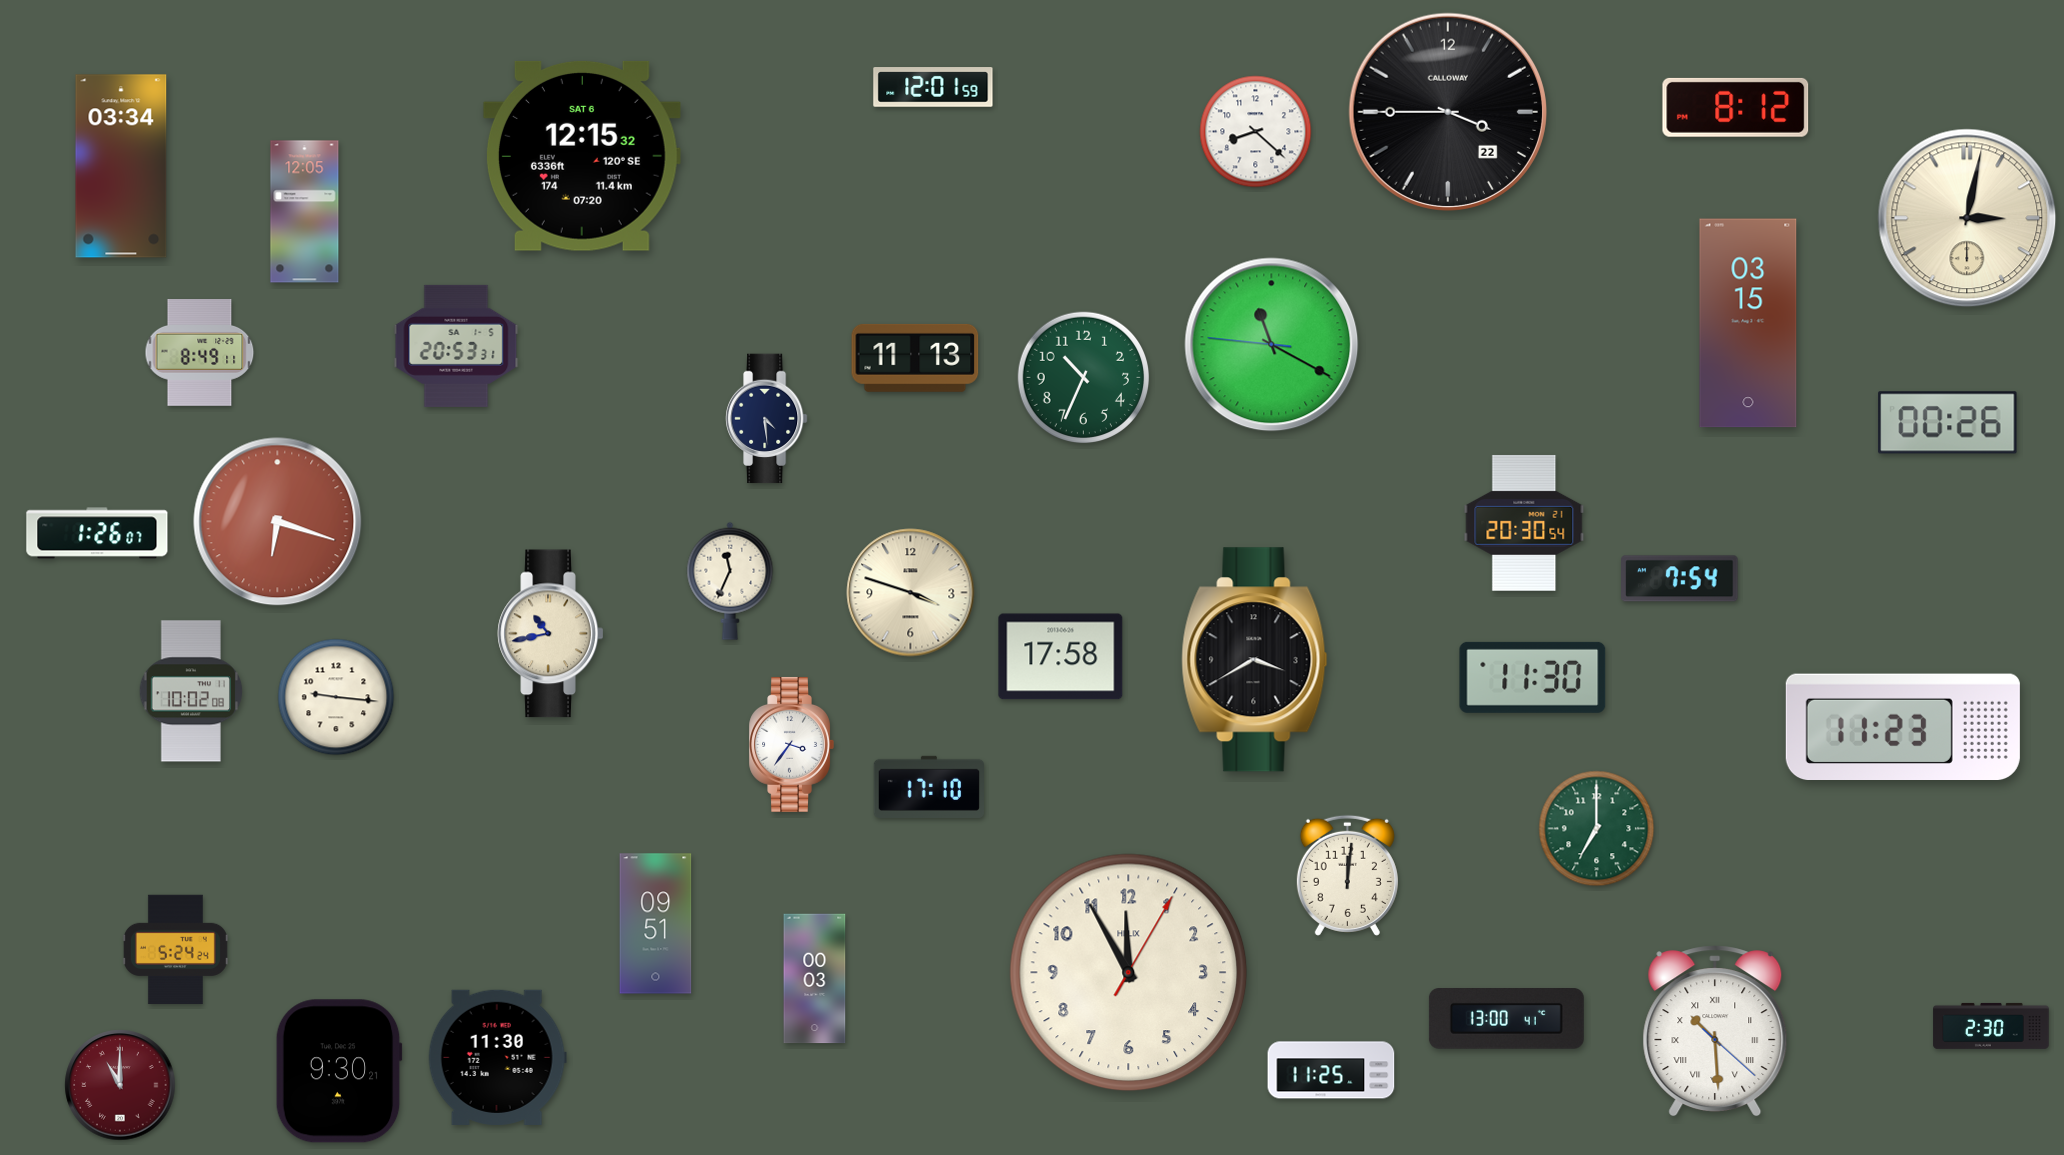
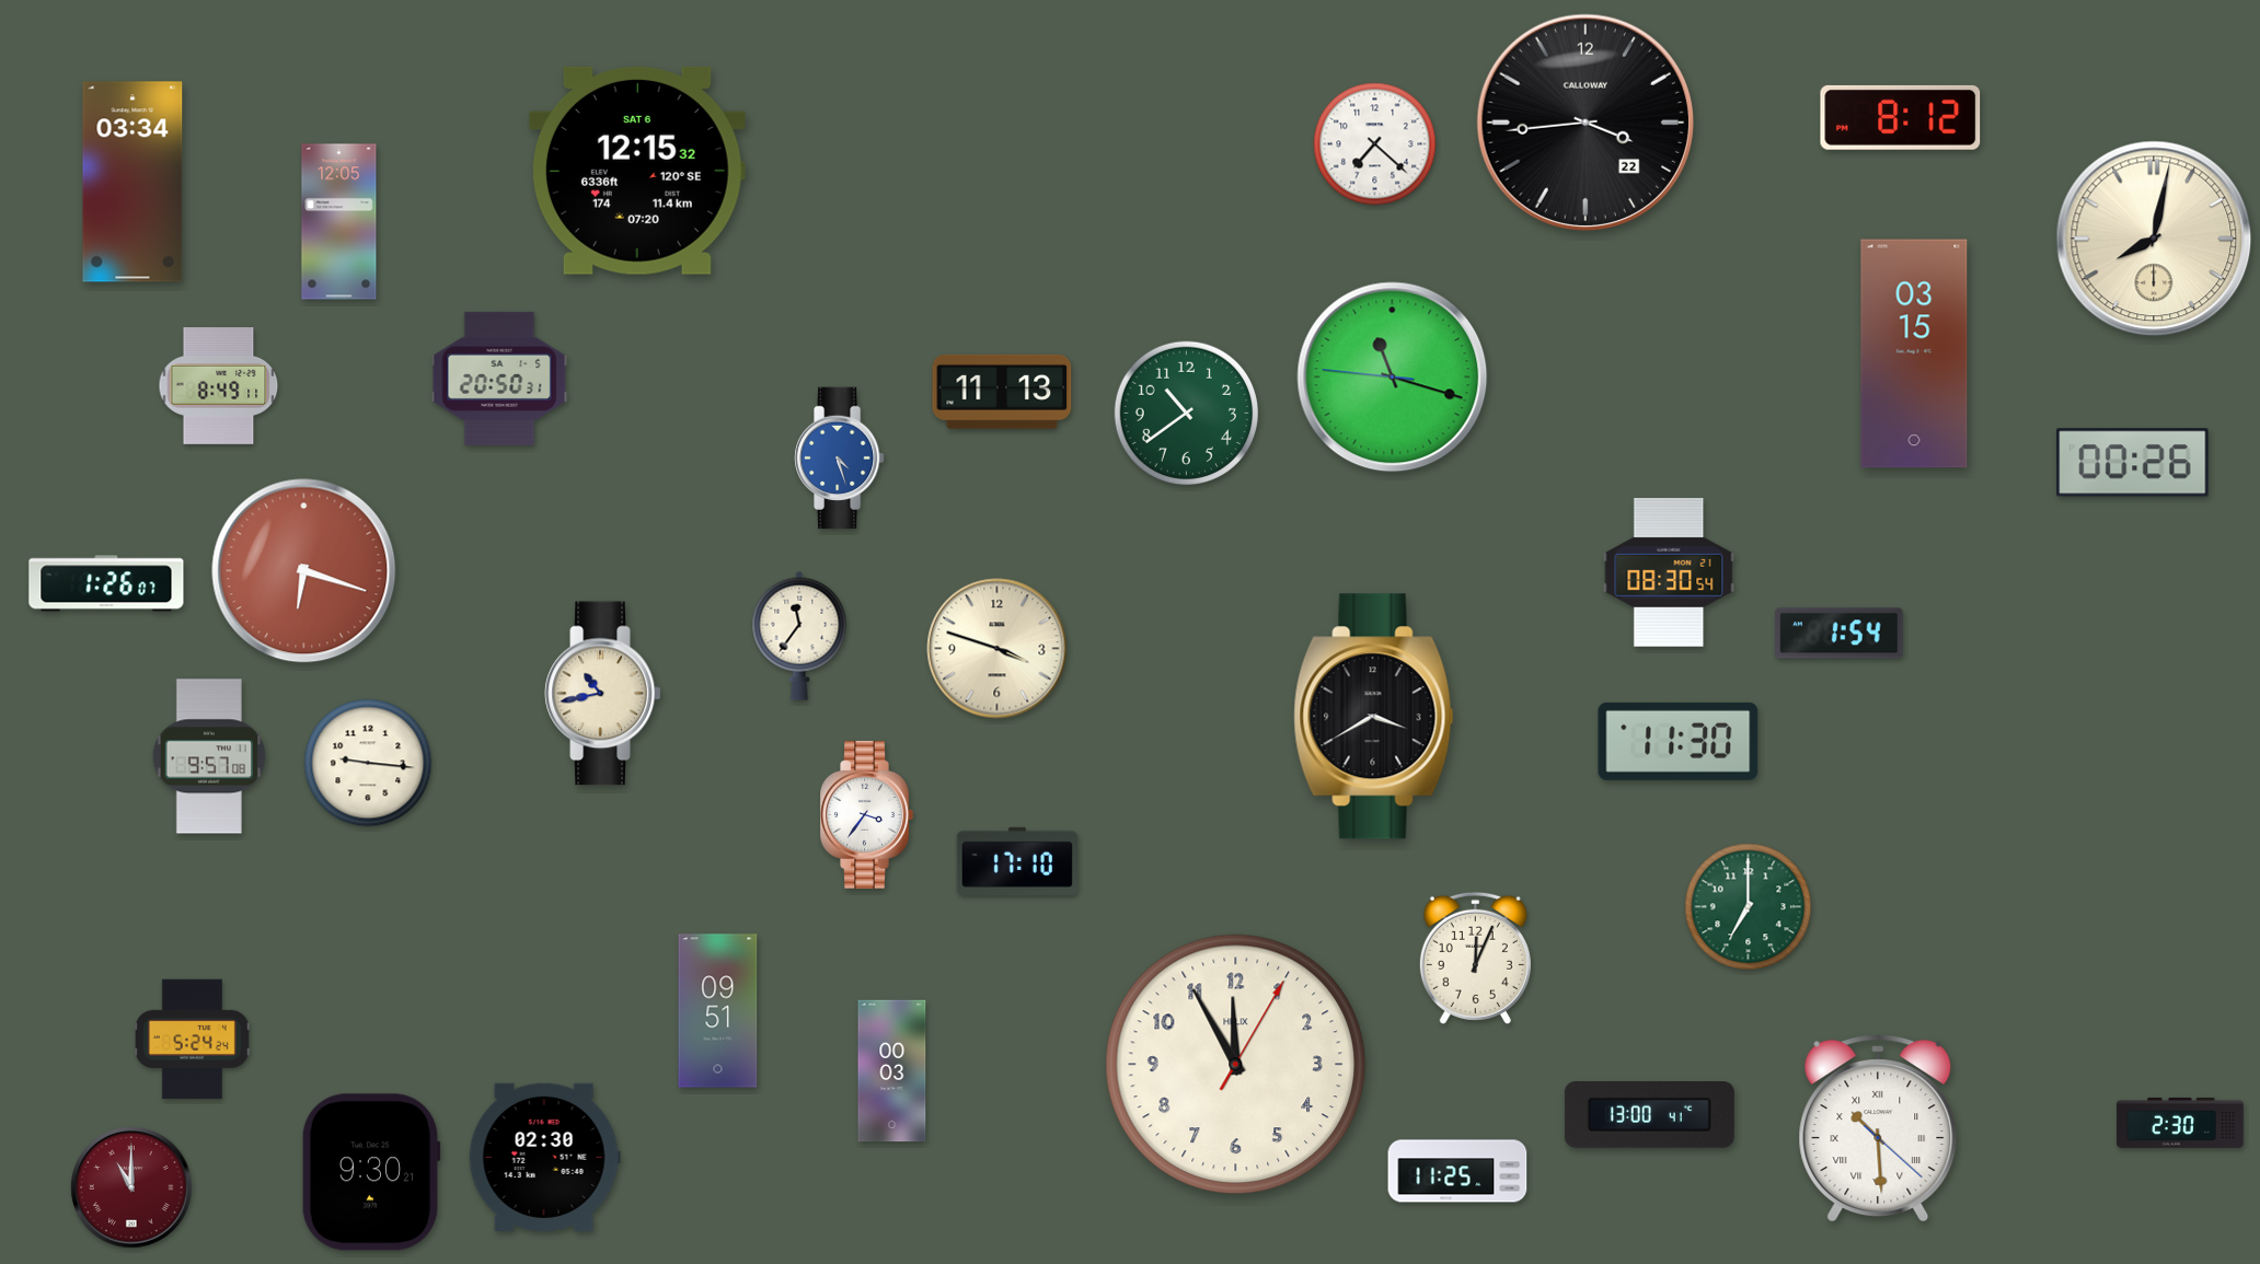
clock at (933, 87): 12:01 -> none
clock at (1448, 112): 3:45 -> 3:44
clock at (1256, 132): 8:22 -> 7:22
clock at (305, 212) position: (305, 212) -> (339, 222)
clock at (1967, 218): 3:02 -> 8:02
clock at (1272, 345): 11:19 -> 11:17
clock at (456, 346): 20:53 -> 20:50
clock at (1084, 378): 10:34 -> 10:39
clock at (767, 419): 4:29 -> 4:27
clock at (767, 419) dial: navy -> blue
clock at (1524, 523): 20:30 -> 08:30
clock at (1680, 579): 7:54 -> 1:54
clock at (730, 581): 11:34 -> 11:36
clock at (1061, 657): 17:58 -> none
clock at (1255, 660) position: (1255, 660) -> (1374, 717)
clock at (191, 691): 10:02 -> 9:57
clock at (1903, 726): 11:23 -> none
clock at (1347, 875): 12:01 -> 12:04
clock at (497, 1057): 11:30 -> 02:30
